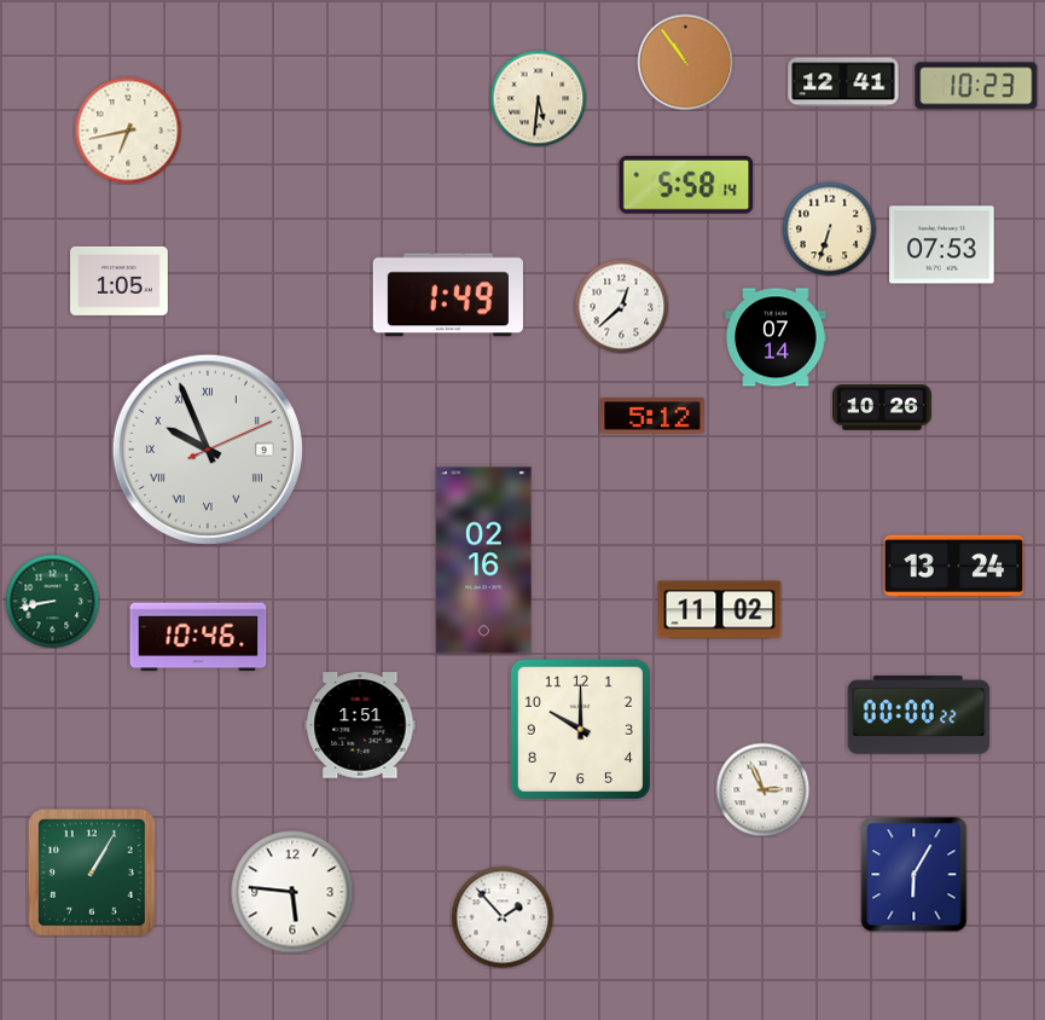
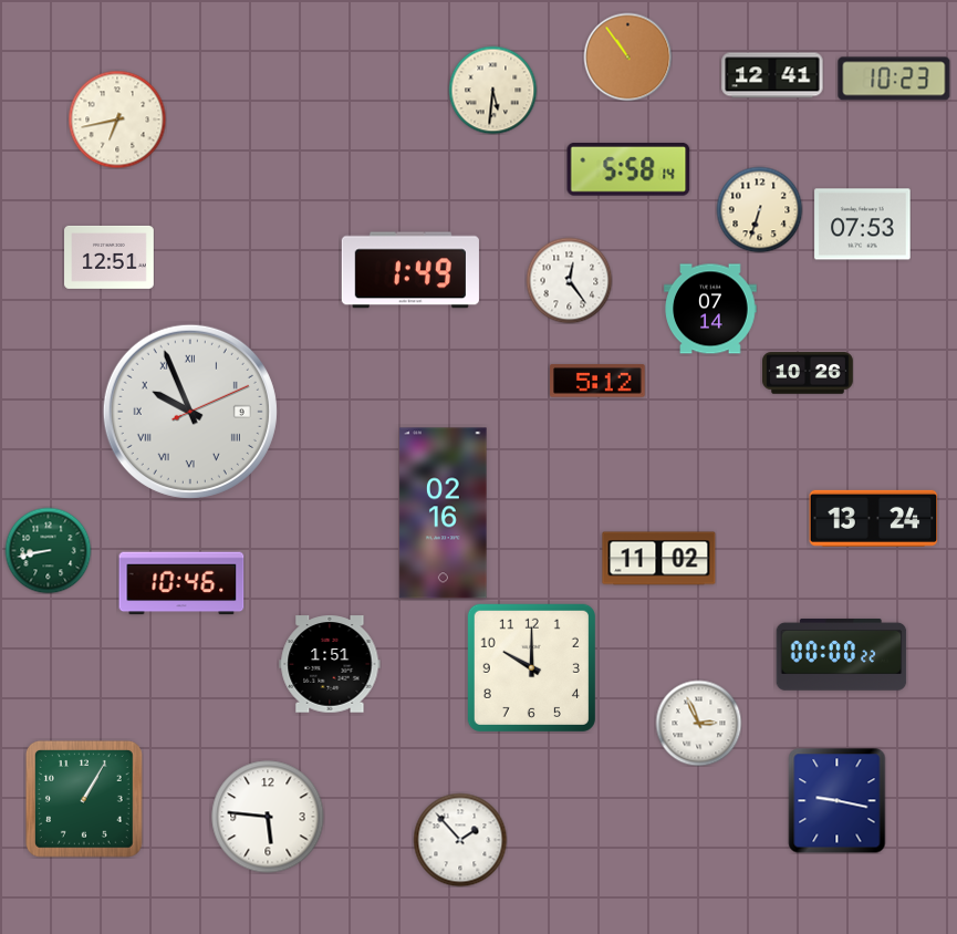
clock at (120, 280): 1:05 -> 12:51
clock at (621, 306): 12:38 -> 12:24
clock at (915, 874): 6:05 -> 9:17
